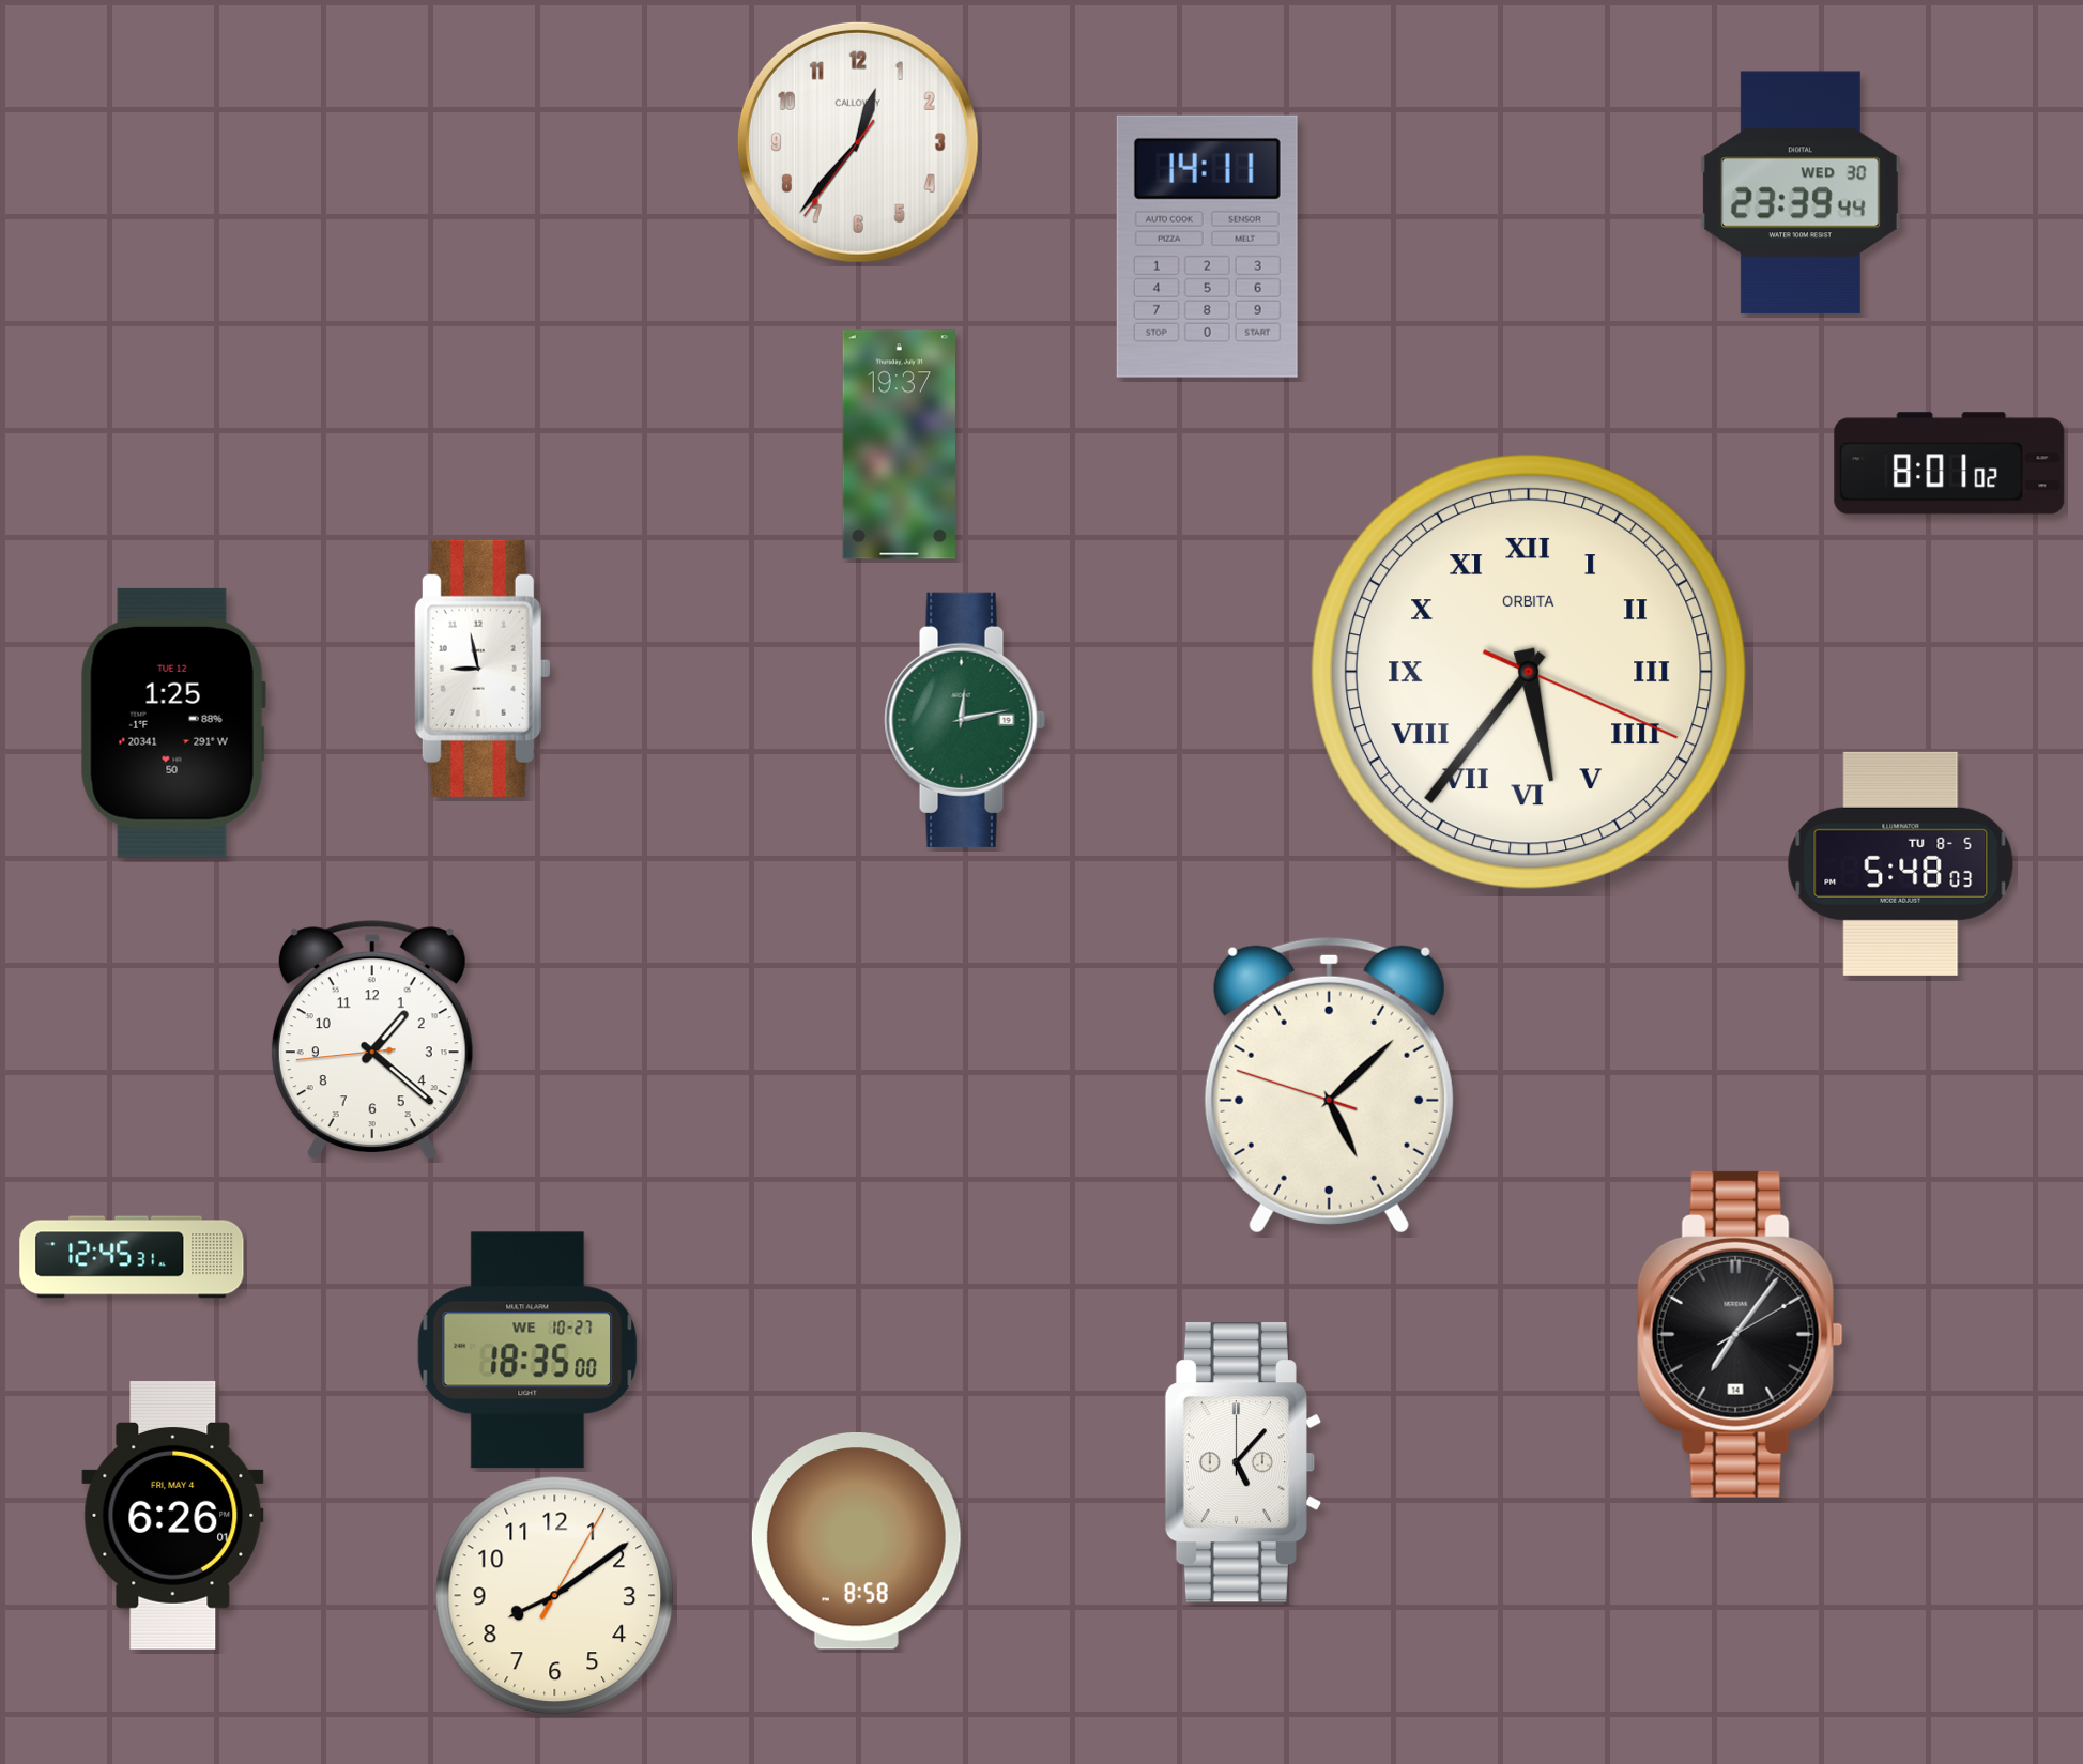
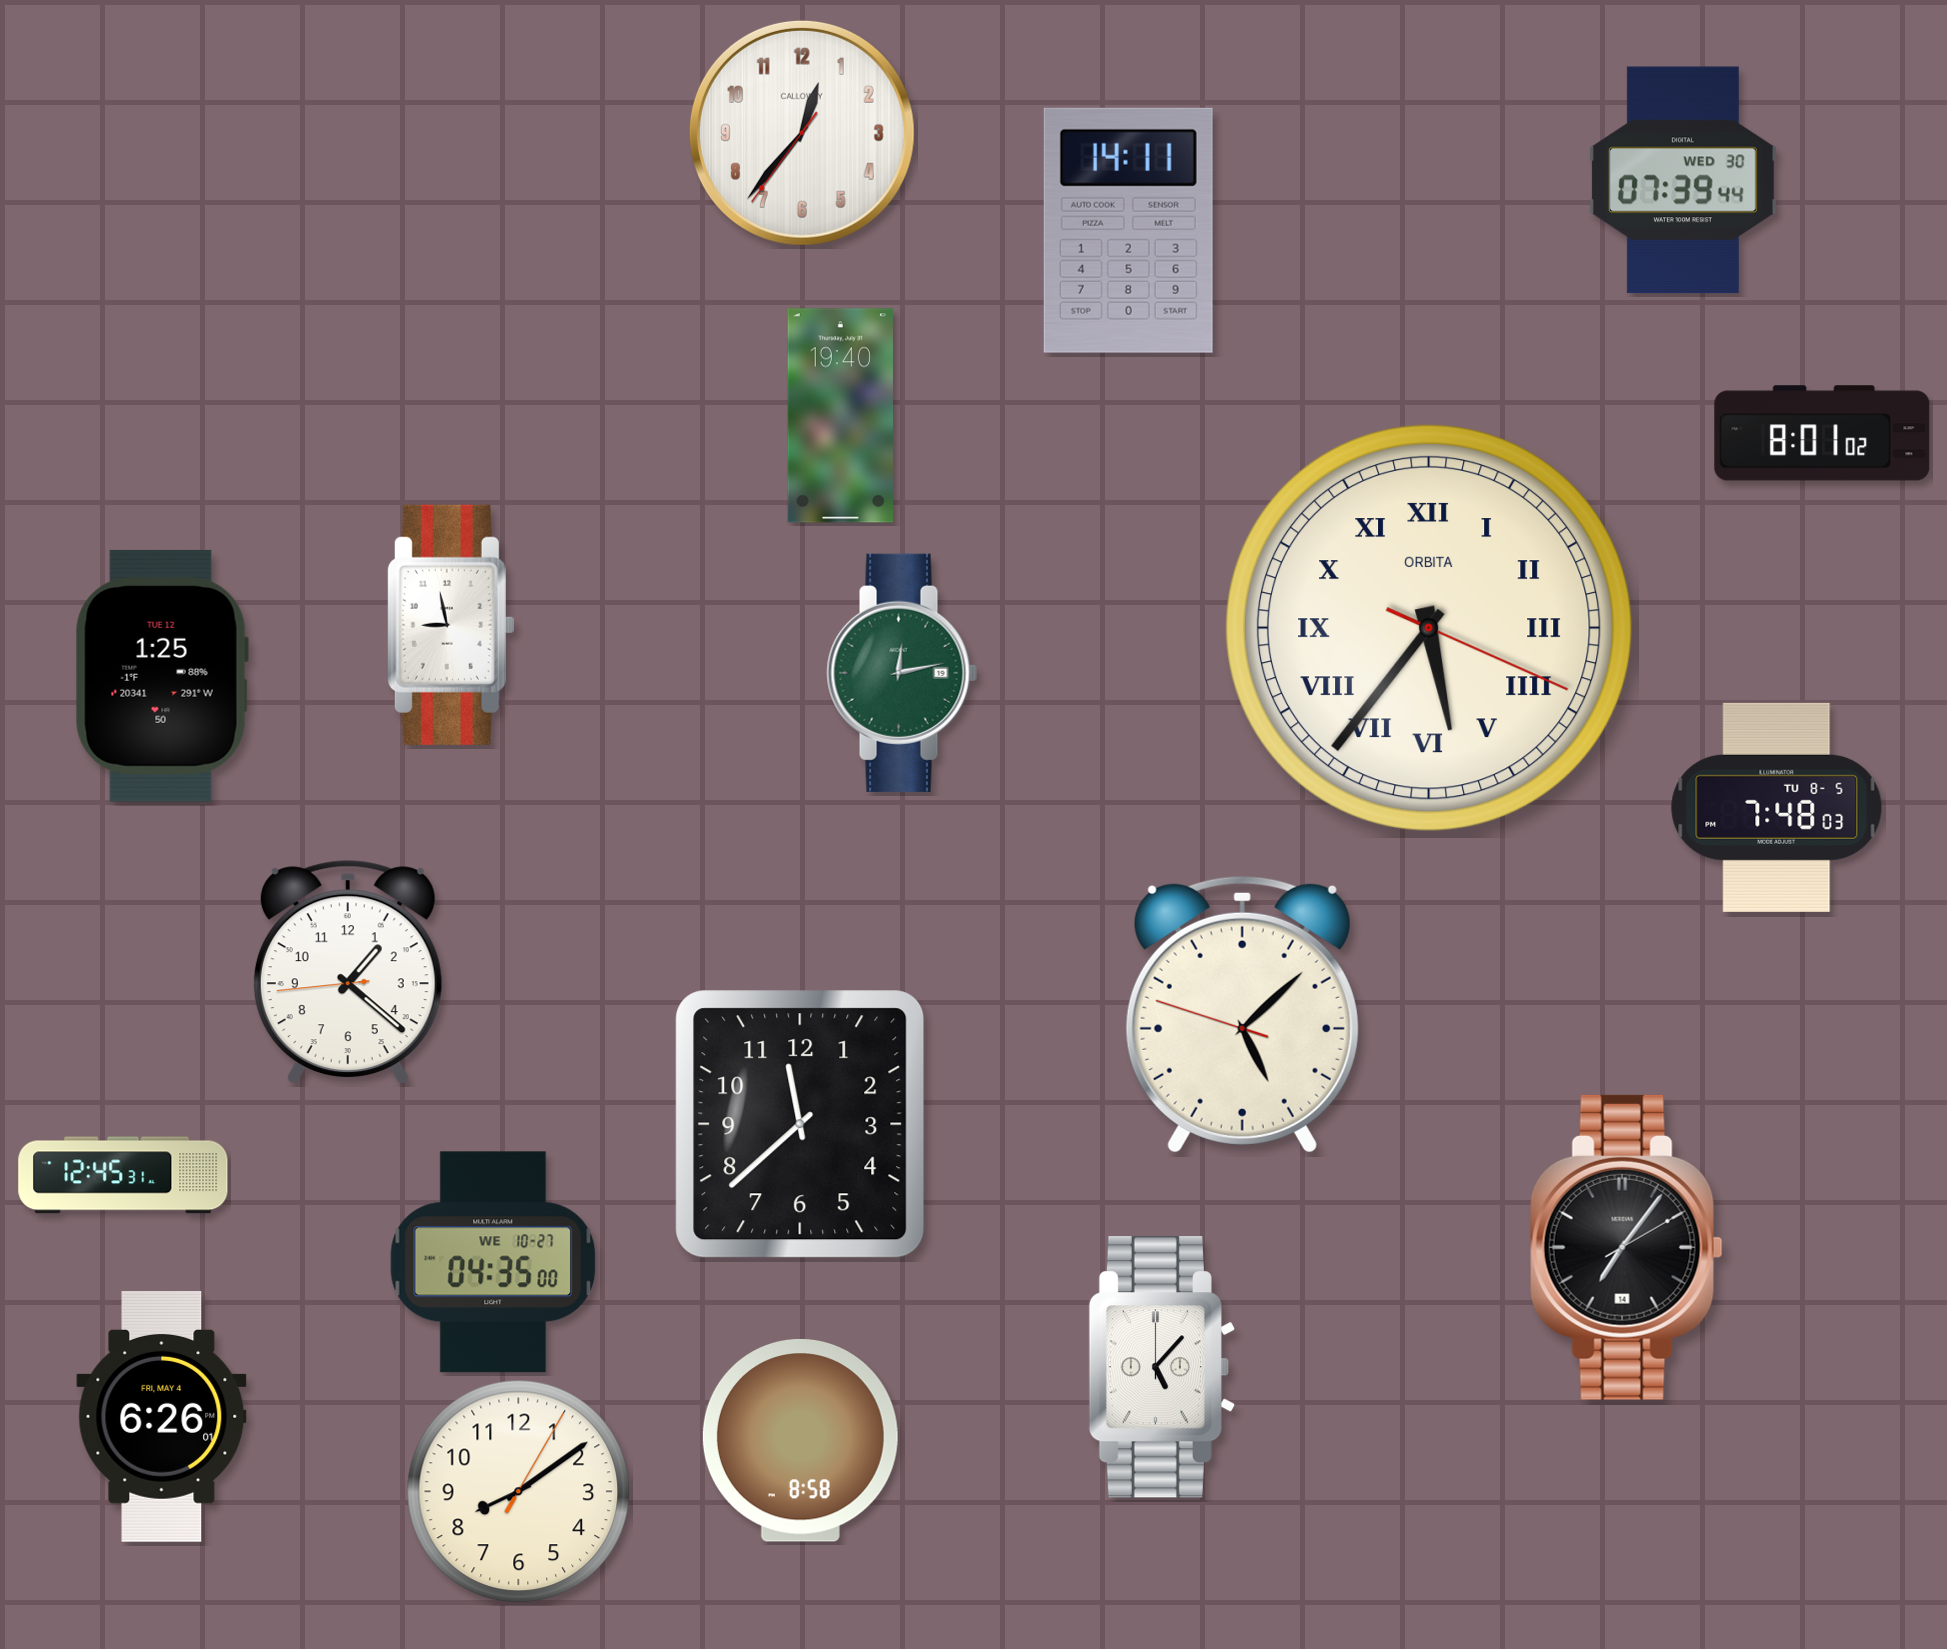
clock at (1801, 193): 23:39 -> 07:39
clock at (899, 445): 19:37 -> 19:40
clock at (1901, 863): 5:48 -> 7:48
clock at (800, 1124): none -> 11:38
clock at (527, 1350): 18:35 -> 04:35
